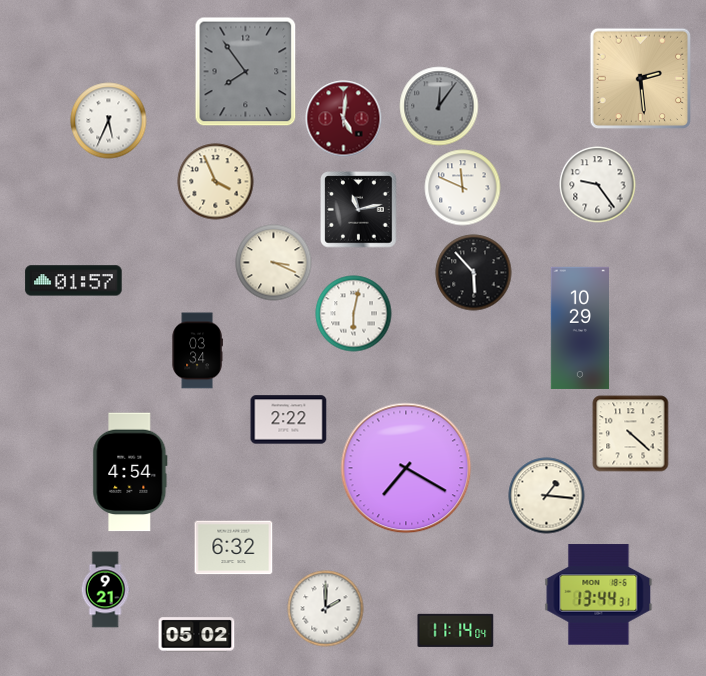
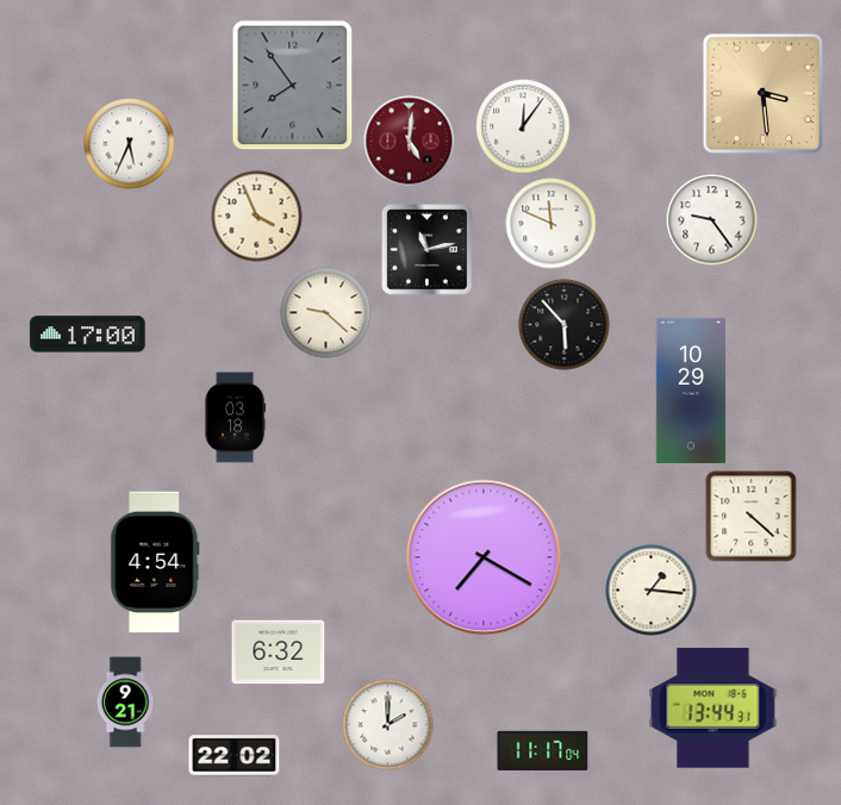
clock at (641, 79): 2:29 -> 3:29
clock at (439, 106) dial: grey -> white
clock at (274, 263): 3:19 -> 9:22
clock at (74, 281): 01:57 -> 17:00
clock at (354, 314): 6:02 -> none
clock at (197, 351): 03:34 -> 03:18
clock at (289, 420): 2:22 -> none
clock at (456, 630): 11:14 -> 11:17
clock at (197, 635): 05:02 -> 22:02
